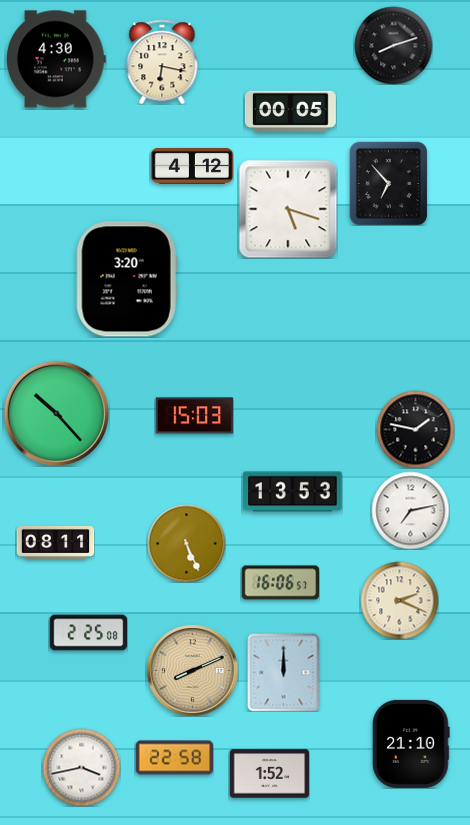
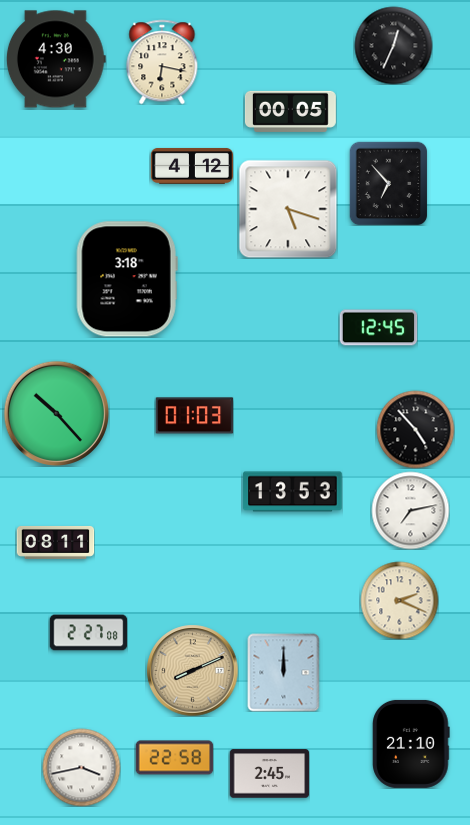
clock at (393, 45): 8:12 -> 12:34
clock at (127, 279): 3:20 -> 3:18
clock at (378, 328): none -> 12:45
clock at (194, 416): 15:03 -> 01:03
clock at (415, 429): 1:47 -> 4:53
clock at (186, 543): 5:26 -> none
clock at (280, 583): 16:06 -> none
clock at (88, 633): 2:25 -> 2:27
clock at (269, 774): 1:52 -> 2:45
